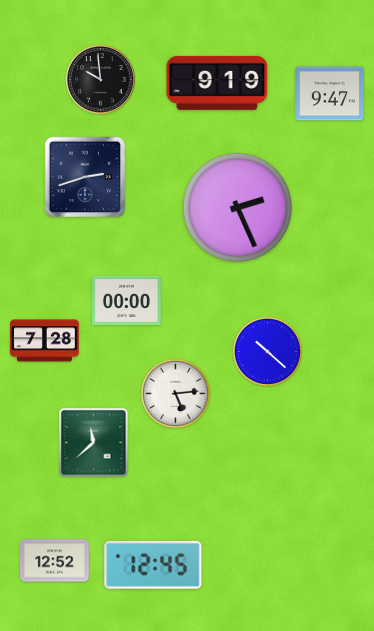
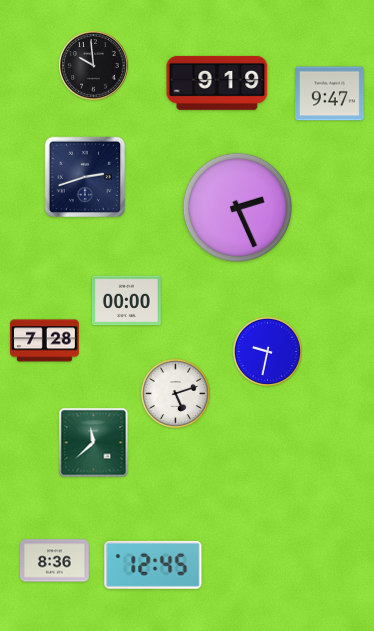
clock at (101, 80) position: (101, 80) -> (94, 66)
clock at (267, 351): 10:22 -> 9:32
clock at (175, 393): 5:14 -> 5:12
clock at (55, 561): 12:52 -> 8:36
